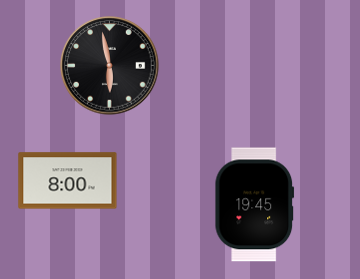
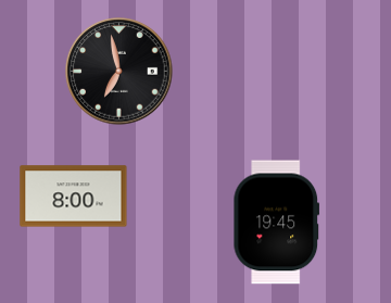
clock at (110, 66): 5:58 -> 6:58
